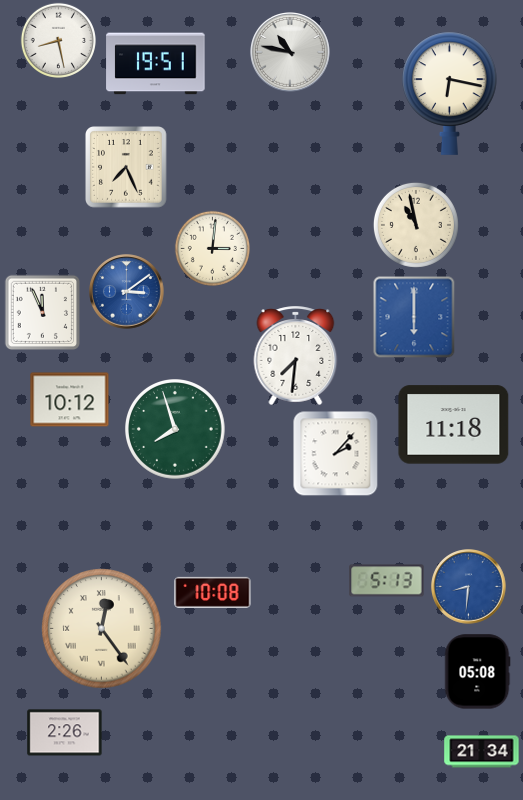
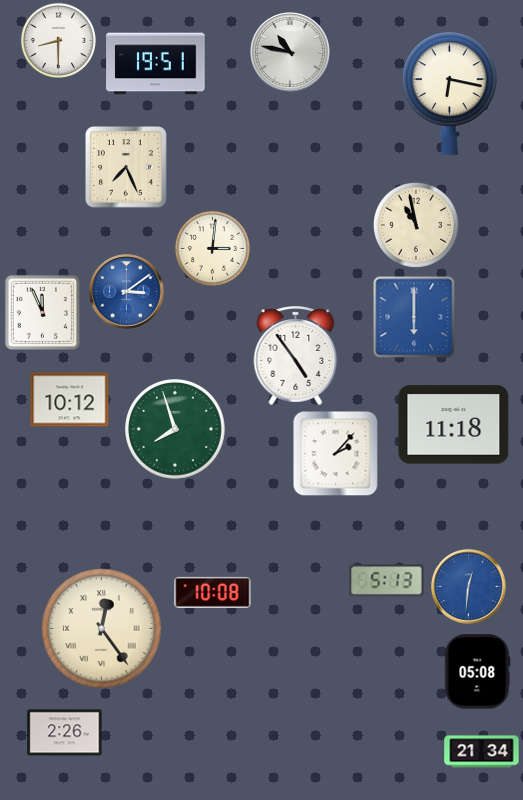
clock at (58, 40): 8:28 -> 8:30
clock at (296, 355): 7:31 -> 4:54
clock at (469, 587): 8:31 -> 12:31
